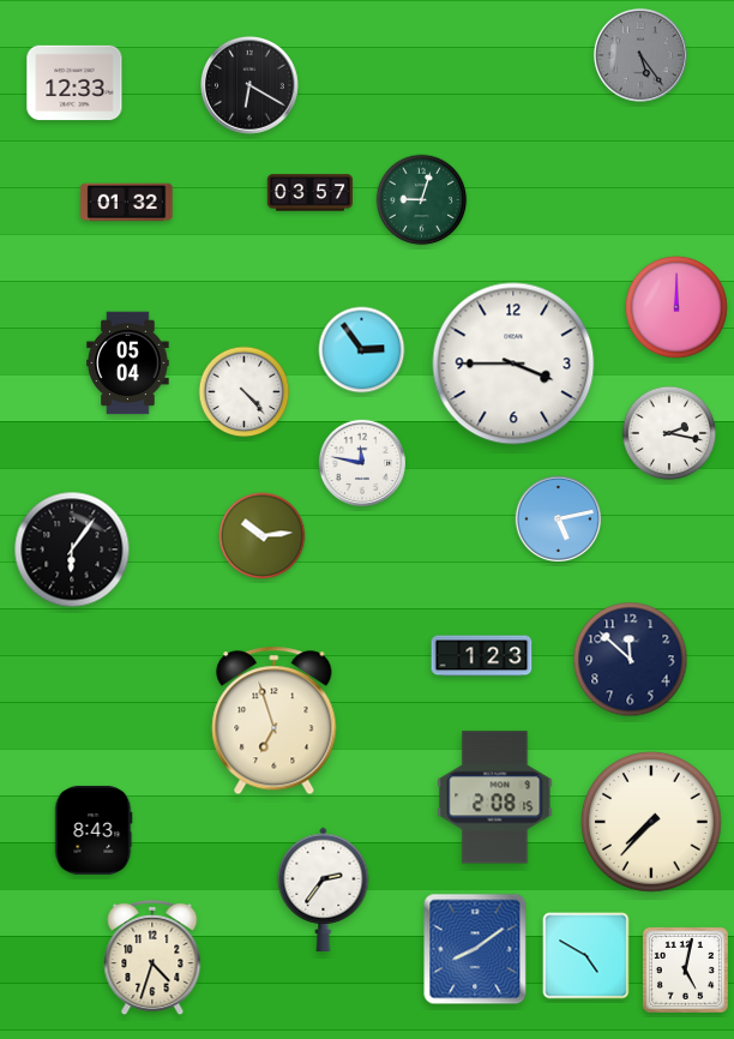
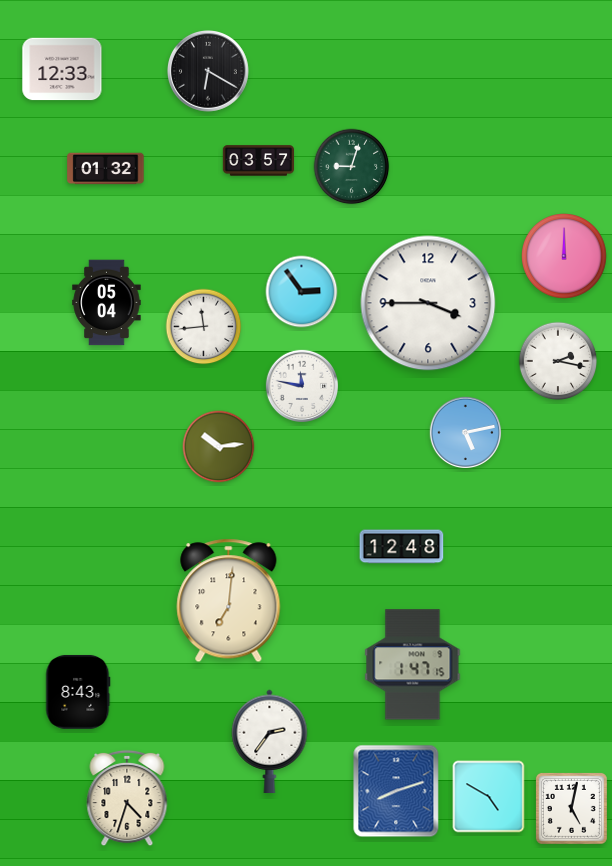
clock at (640, 55): 5:24 -> none
clock at (245, 392): 4:23 -> 11:44
clock at (72, 549): 6:06 -> none
clock at (482, 656): 1:23 -> 12:48
clock at (631, 660): 11:52 -> none
clock at (275, 721): 6:57 -> 7:01
clock at (495, 798): 2:08 -> 1:47
clock at (651, 822): 7:37 -> none
clock at (475, 949): 8:09 -> 8:12
